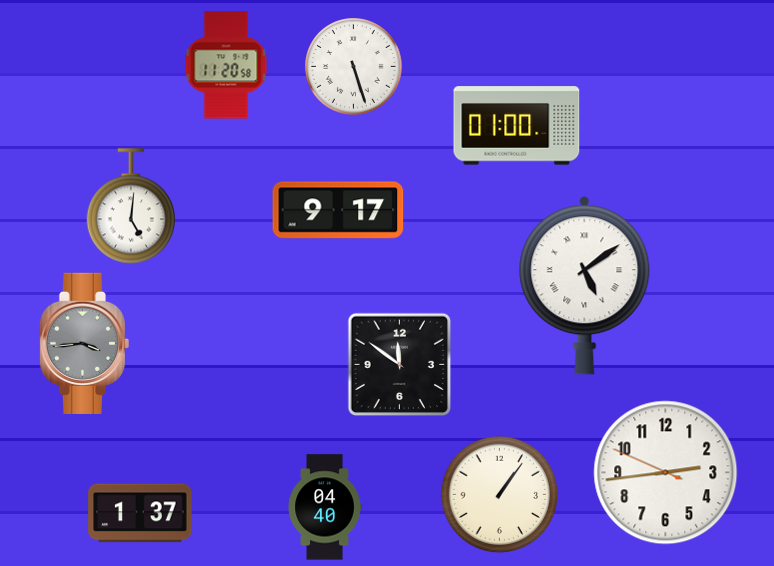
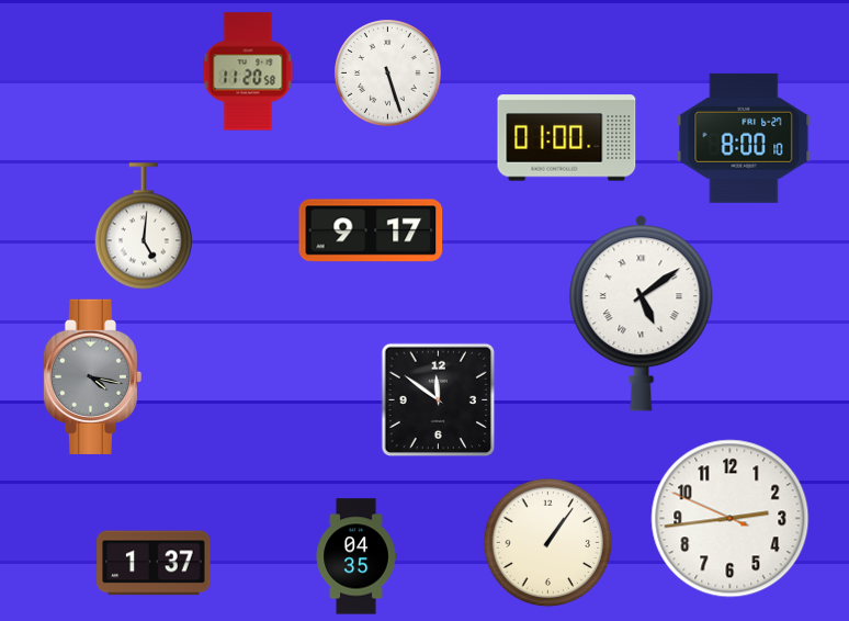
clock at (744, 138): none -> 8:00
clock at (84, 343): 3:44 -> 4:17
clock at (325, 507): 04:40 -> 04:35
